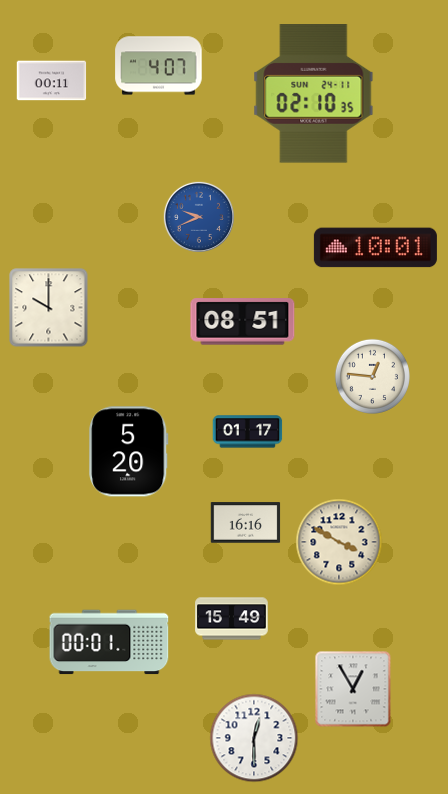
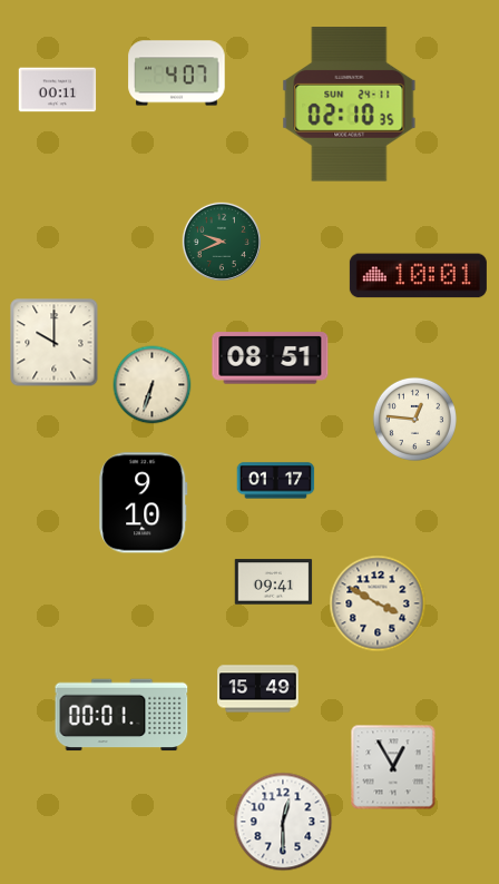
clock at (199, 217) dial: blue -> green
clock at (153, 385): none -> 6:33
clock at (129, 452): 5:20 -> 9:10
clock at (246, 523): 16:16 -> 09:41
